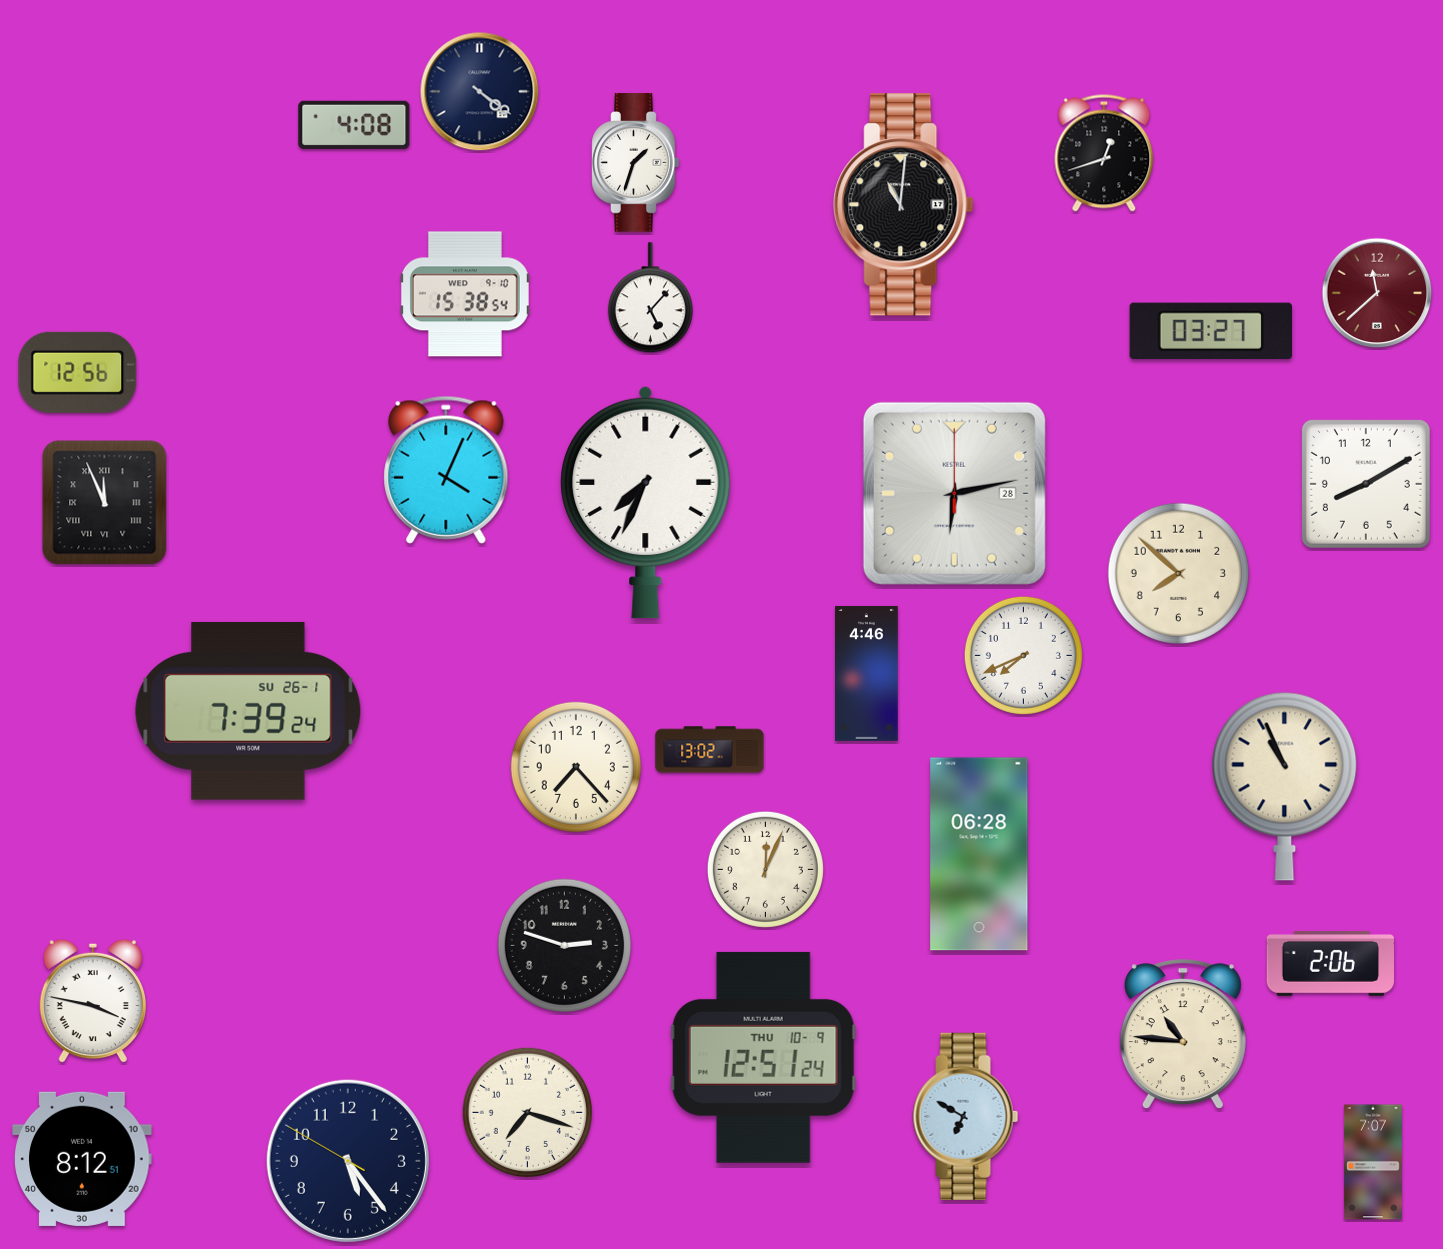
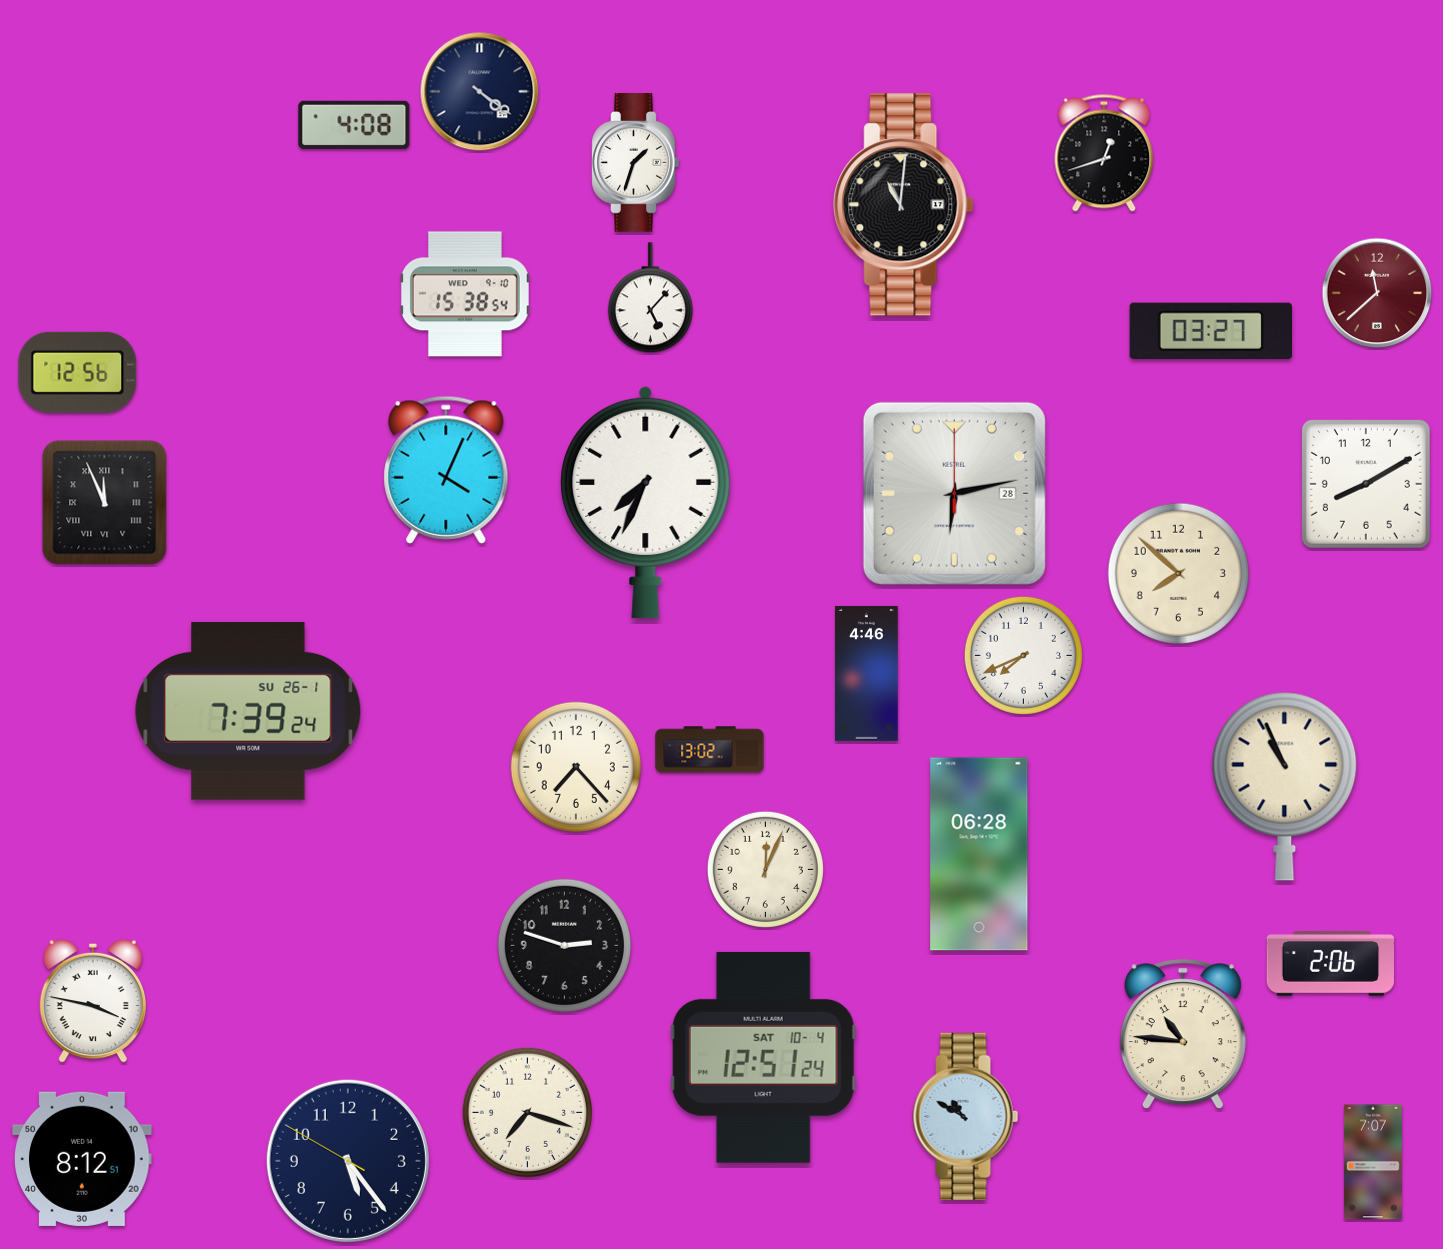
clock at (763, 1057) date: THU 10-9 -> SAT 10-4
clock at (966, 1116): 6:50 -> 10:50
